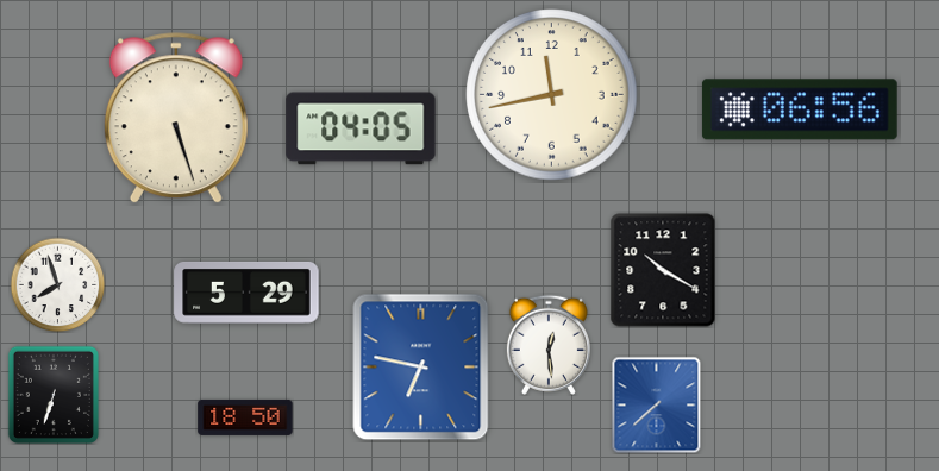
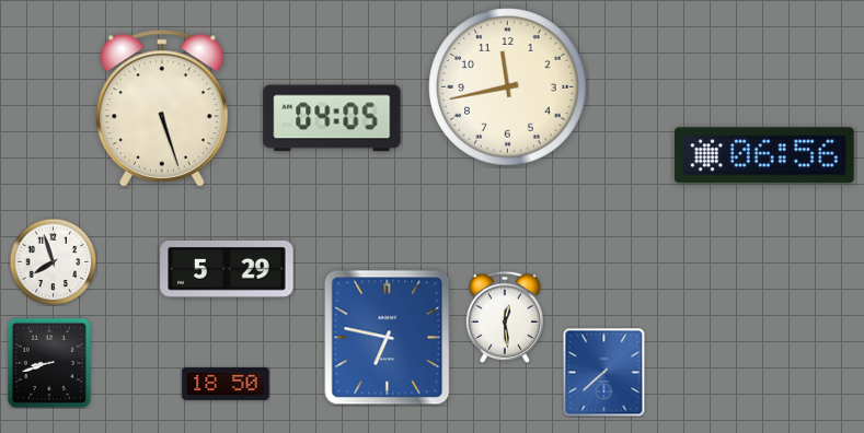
clock at (800, 109) position: (800, 109) -> (764, 155)
clock at (663, 270): 10:20 -> none
clock at (54, 395): 6:33 -> 8:42
